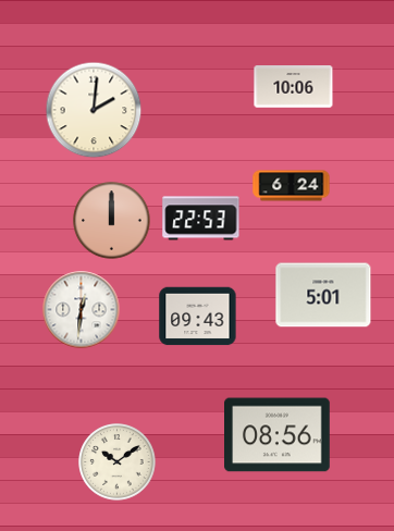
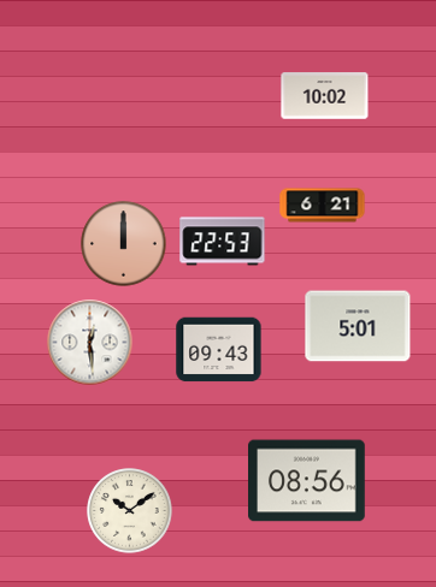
clock at (294, 87): 10:06 -> 10:02
clock at (94, 110): 2:01 -> none
clock at (292, 186): 6:24 -> 6:21
clock at (82, 310): 12:31 -> 12:29
